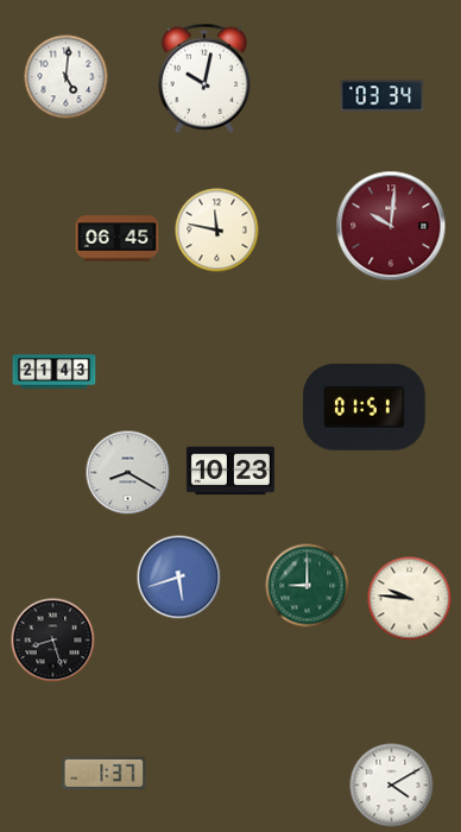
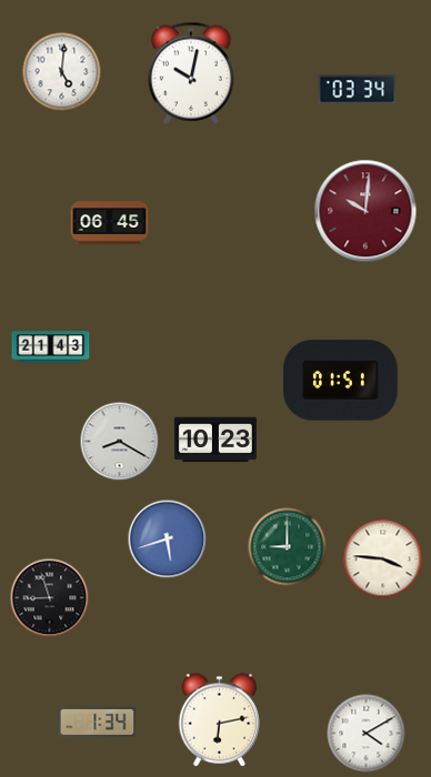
clock at (217, 231): 11:47 -> none
clock at (410, 599): 9:46 -> 3:46
clock at (53, 641): 8:27 -> 8:57
clock at (220, 720): none -> 6:13
clock at (105, 773): 1:37 -> 1:34
